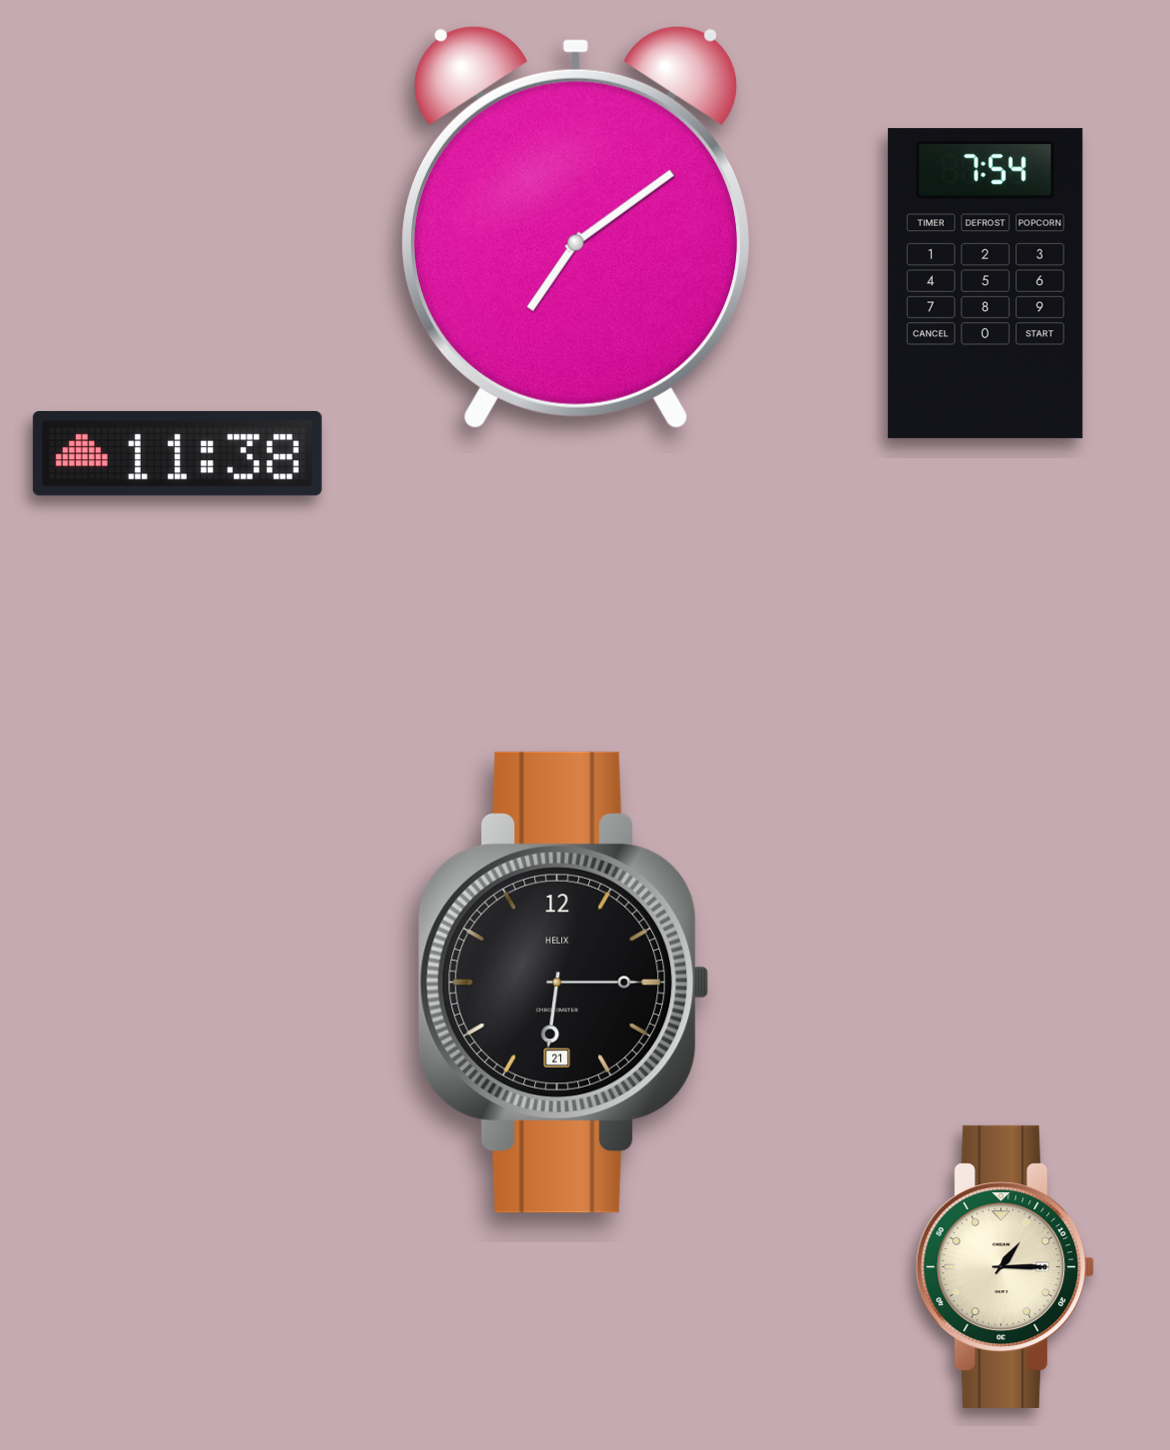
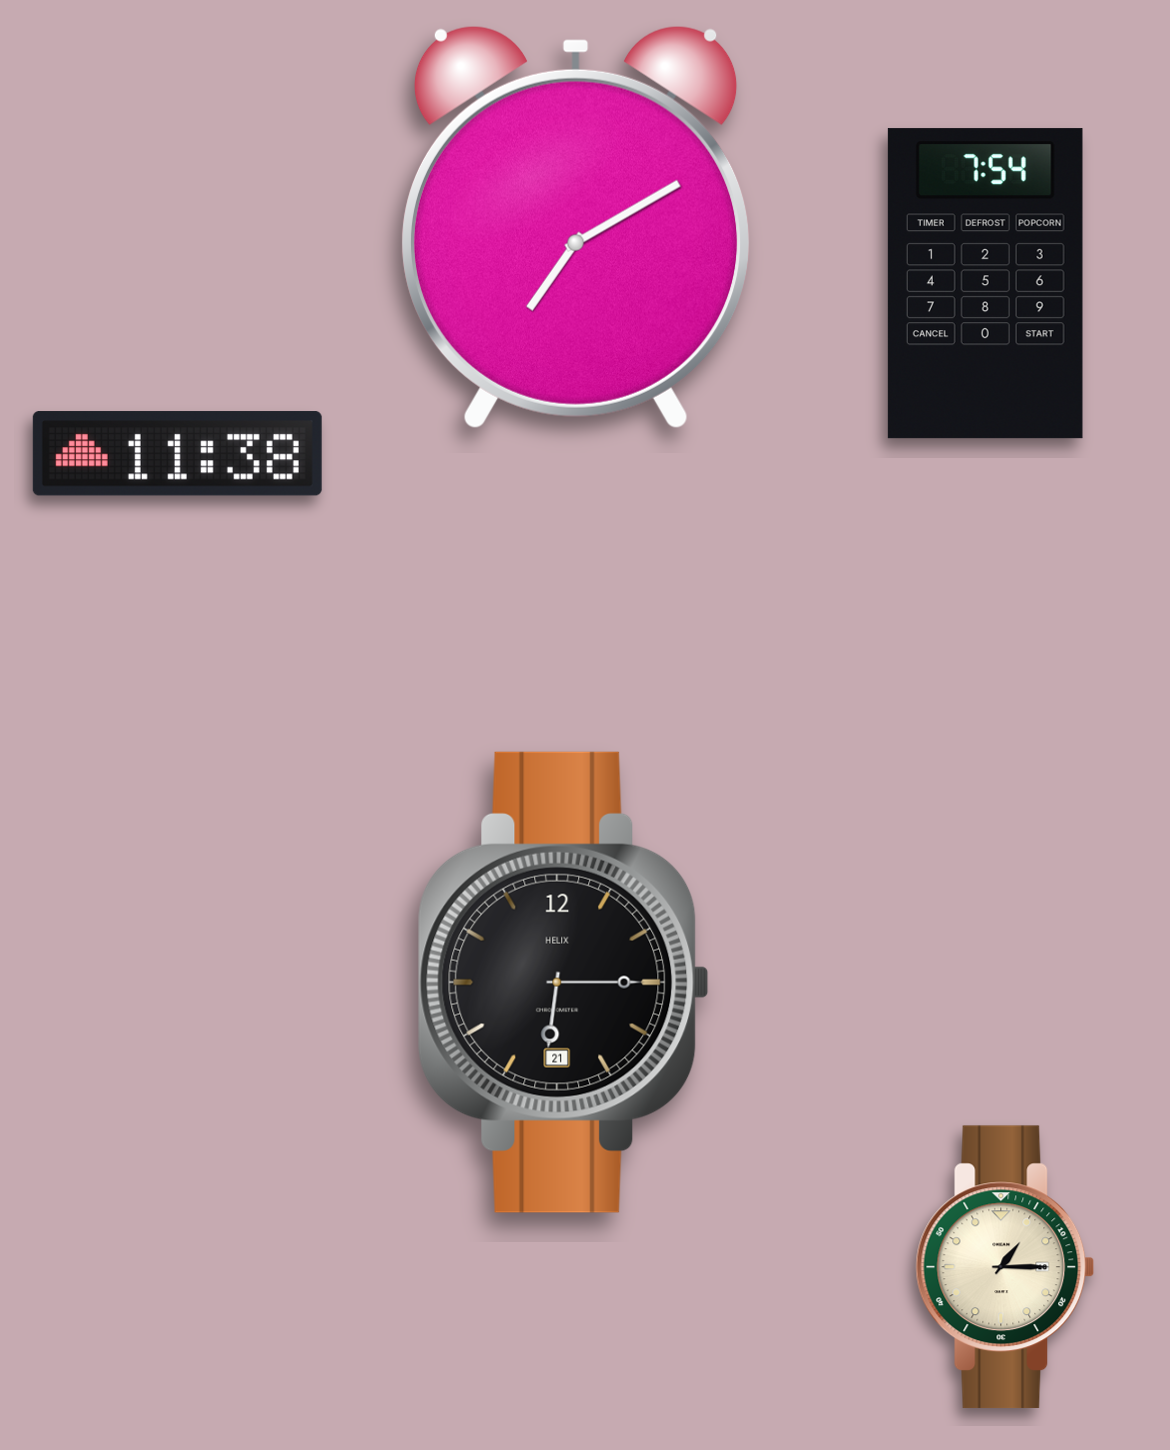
clock at (576, 227): 7:09 -> 7:10
